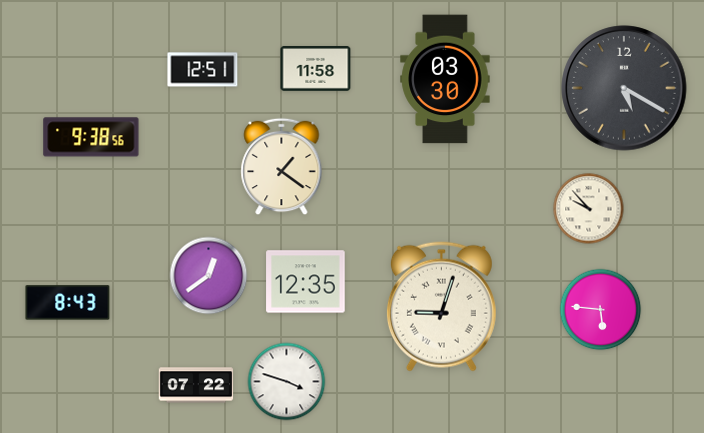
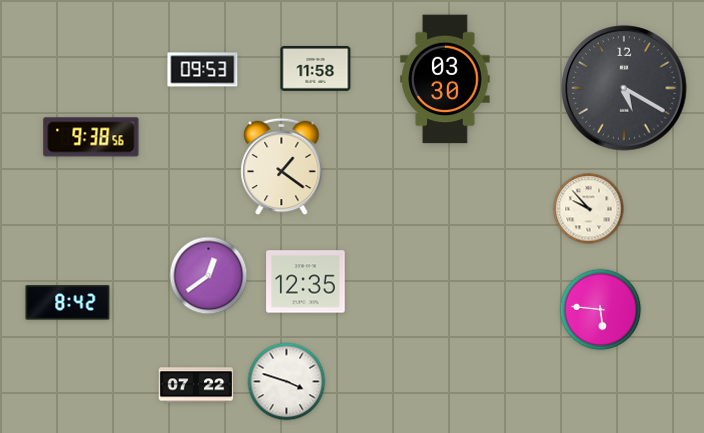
clock at (203, 70): 12:51 -> 09:53
clock at (68, 303): 8:43 -> 8:42
clock at (441, 306): 9:03 -> none
